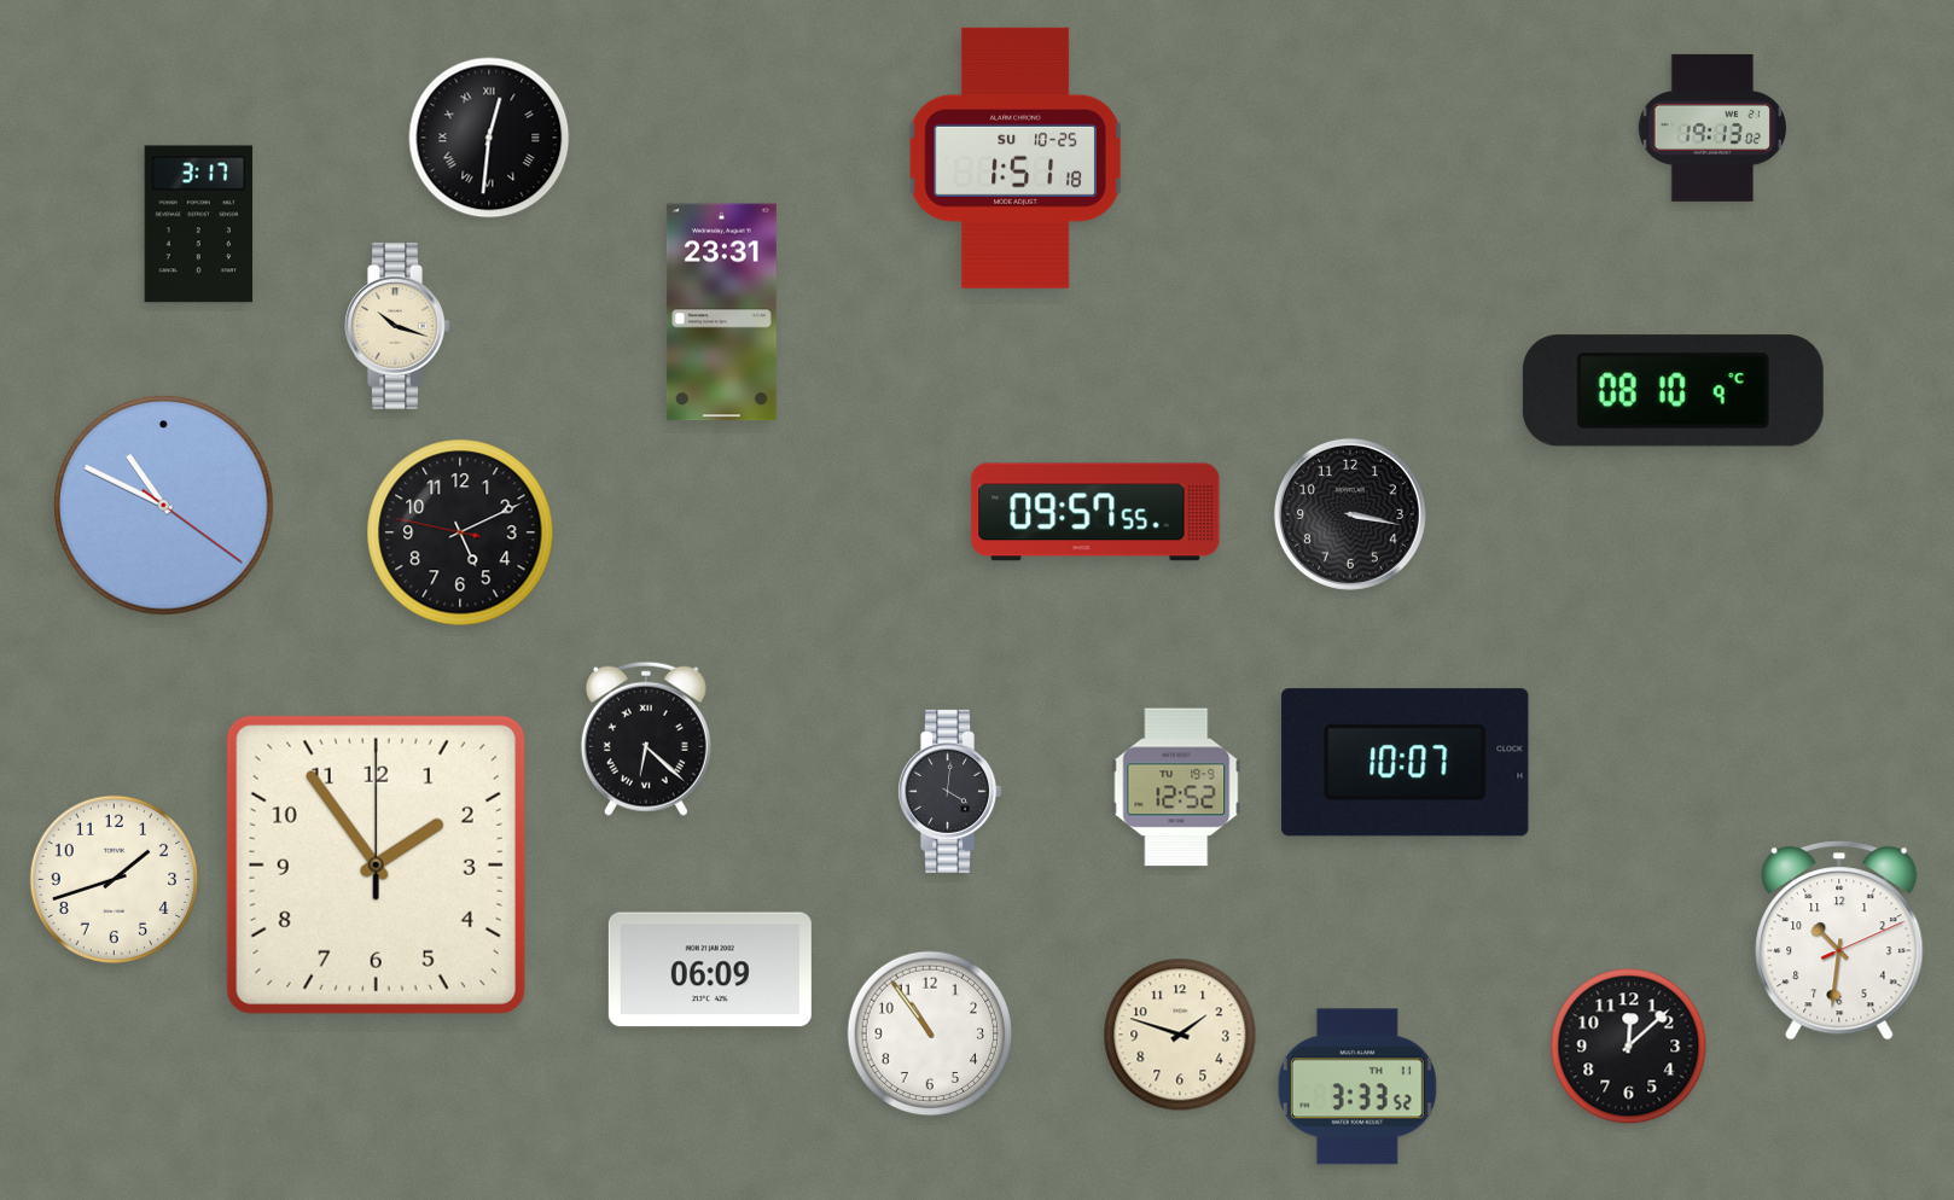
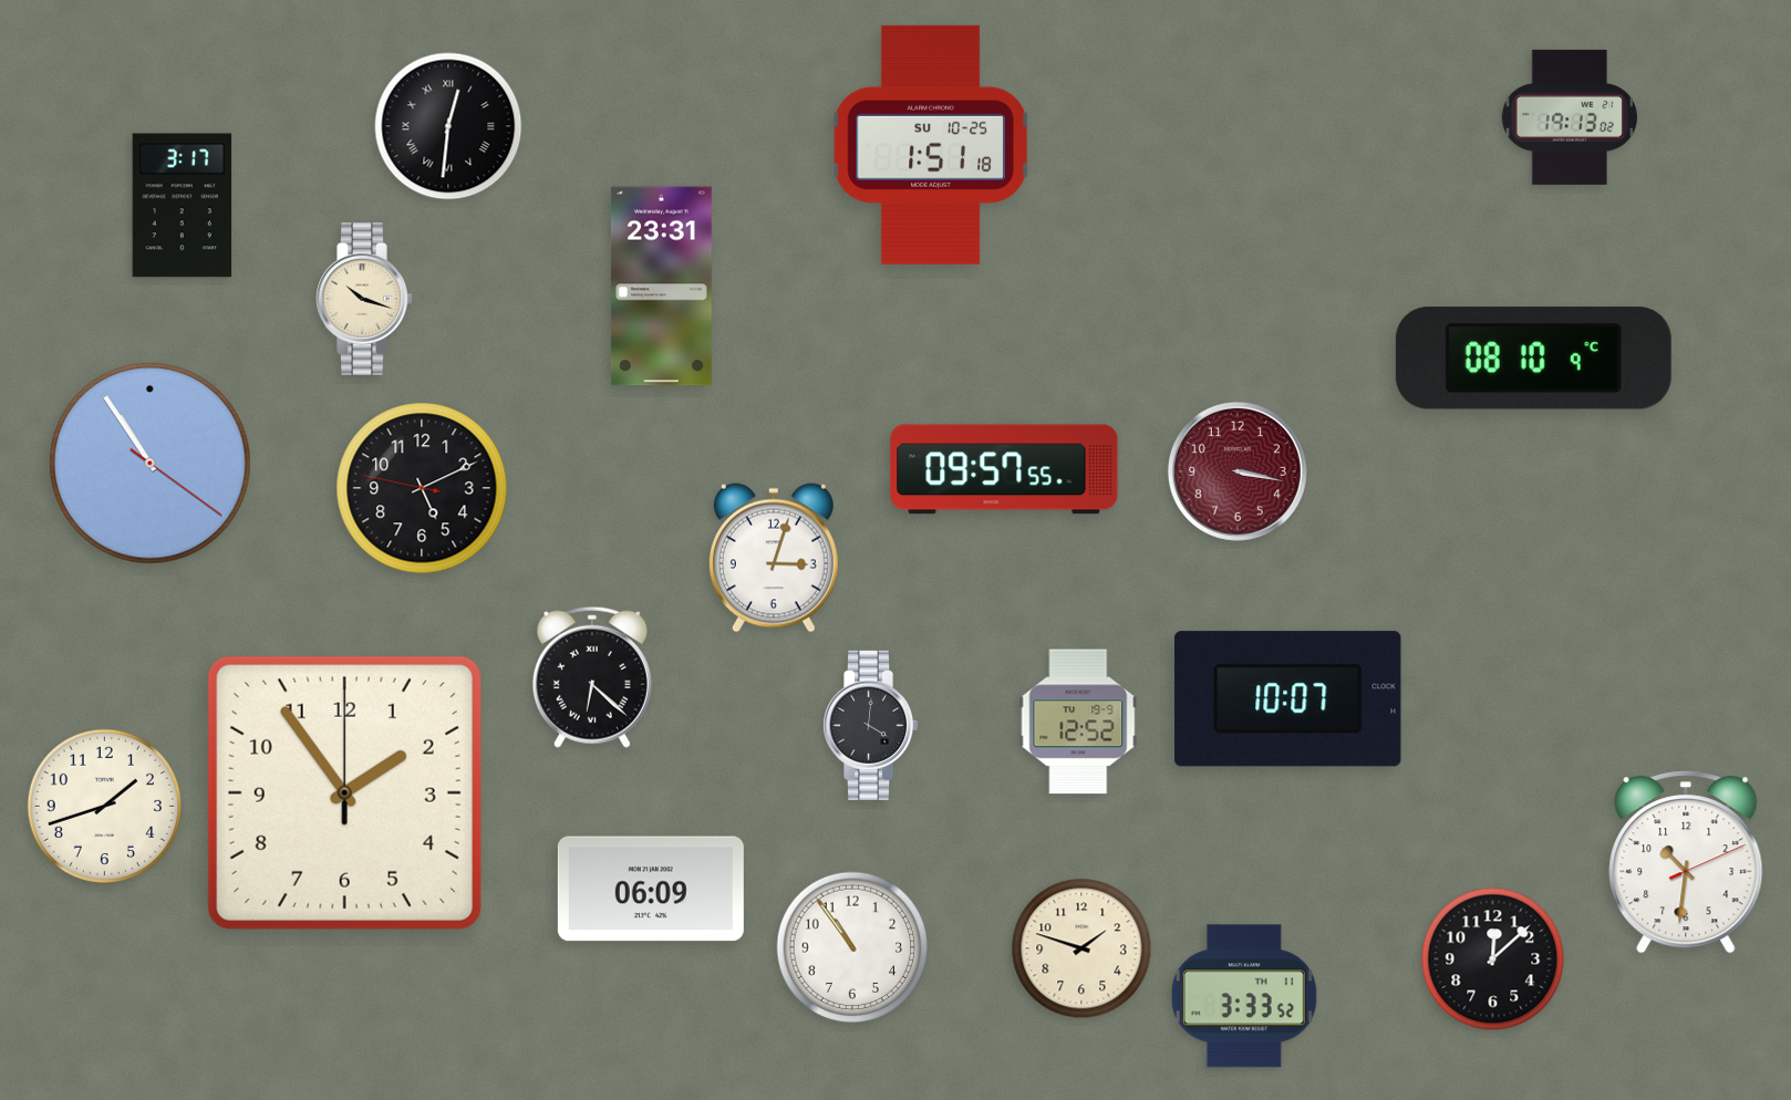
clock at (164, 506): 10:49 -> 10:54
clock at (1350, 514) dial: black -> burgundy
clock at (774, 558): none -> 3:03
